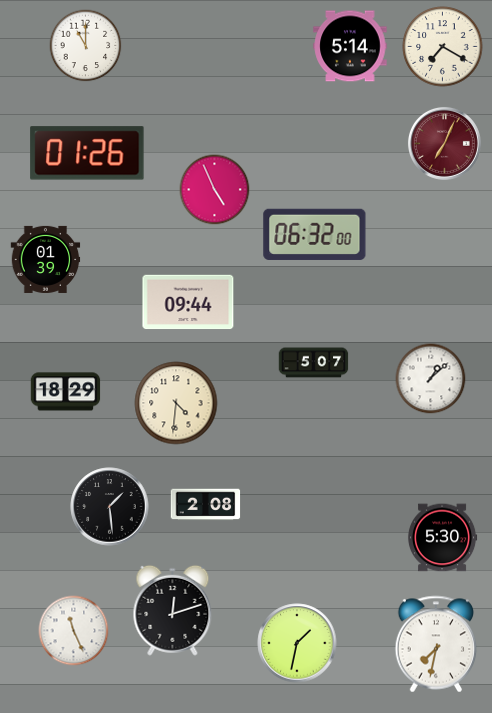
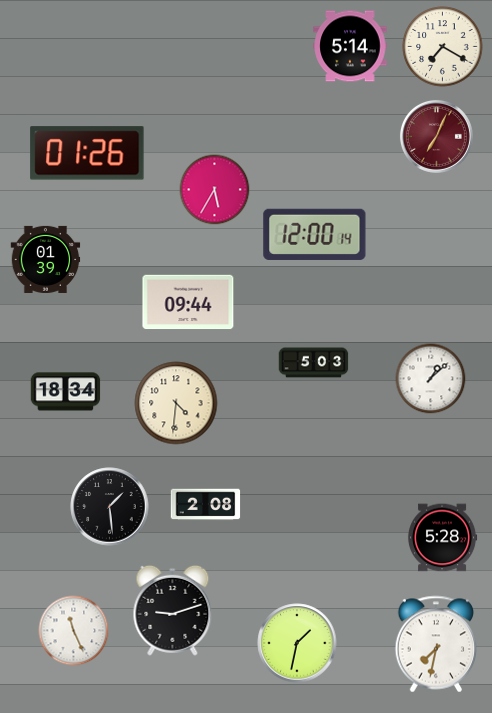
clock at (86, 46): 11:00 -> none
clock at (444, 143) position: (444, 143) -> (436, 136)
clock at (215, 190): 4:56 -> 5:35
clock at (315, 234): 06:32 -> 12:00
clock at (314, 363): 5:07 -> 5:03
clock at (66, 392): 18:29 -> 18:34
clock at (442, 538): 5:30 -> 5:28
clock at (173, 610): 12:12 -> 9:12
